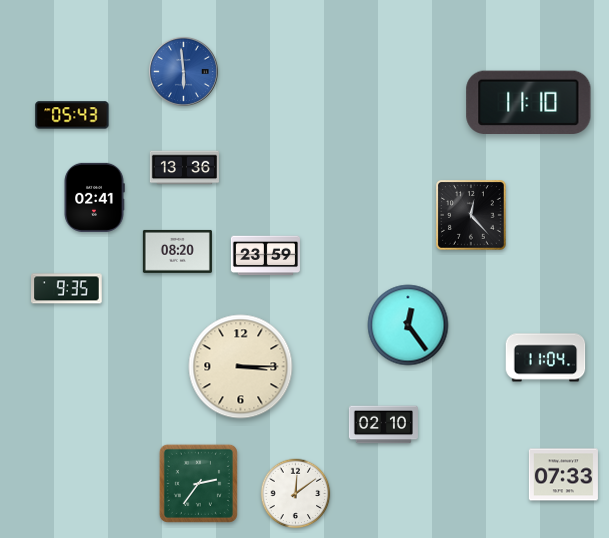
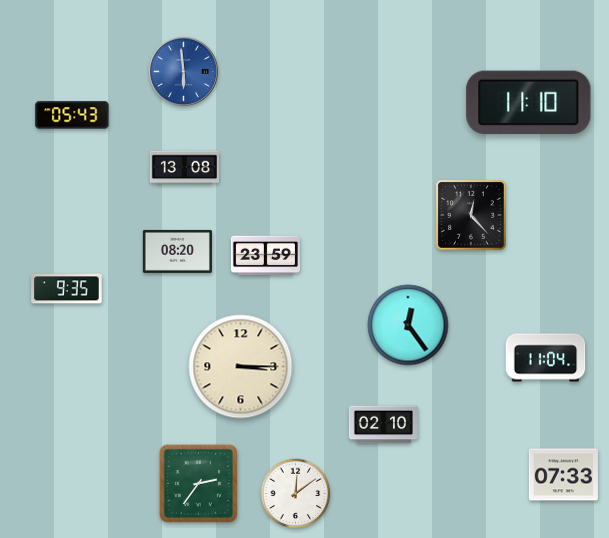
clock at (184, 168): 13:36 -> 13:08
clock at (94, 197): 02:41 -> none
